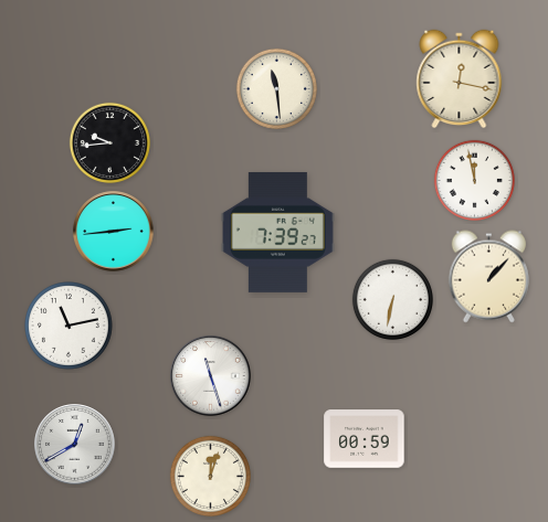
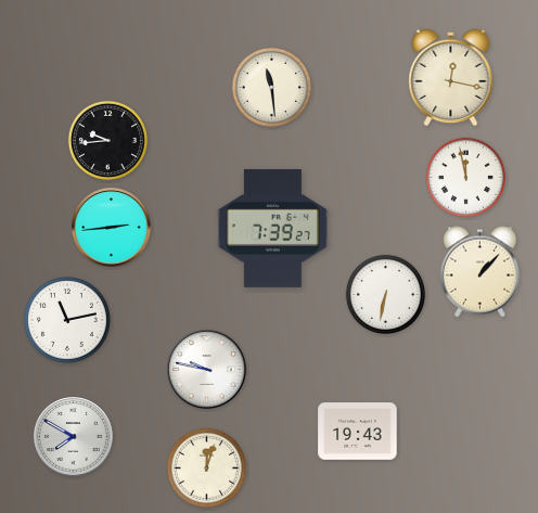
clock at (211, 376): 11:27 -> 9:47
clock at (365, 439): 00:59 -> 19:43
clock at (75, 445): 12:40 -> 7:50
